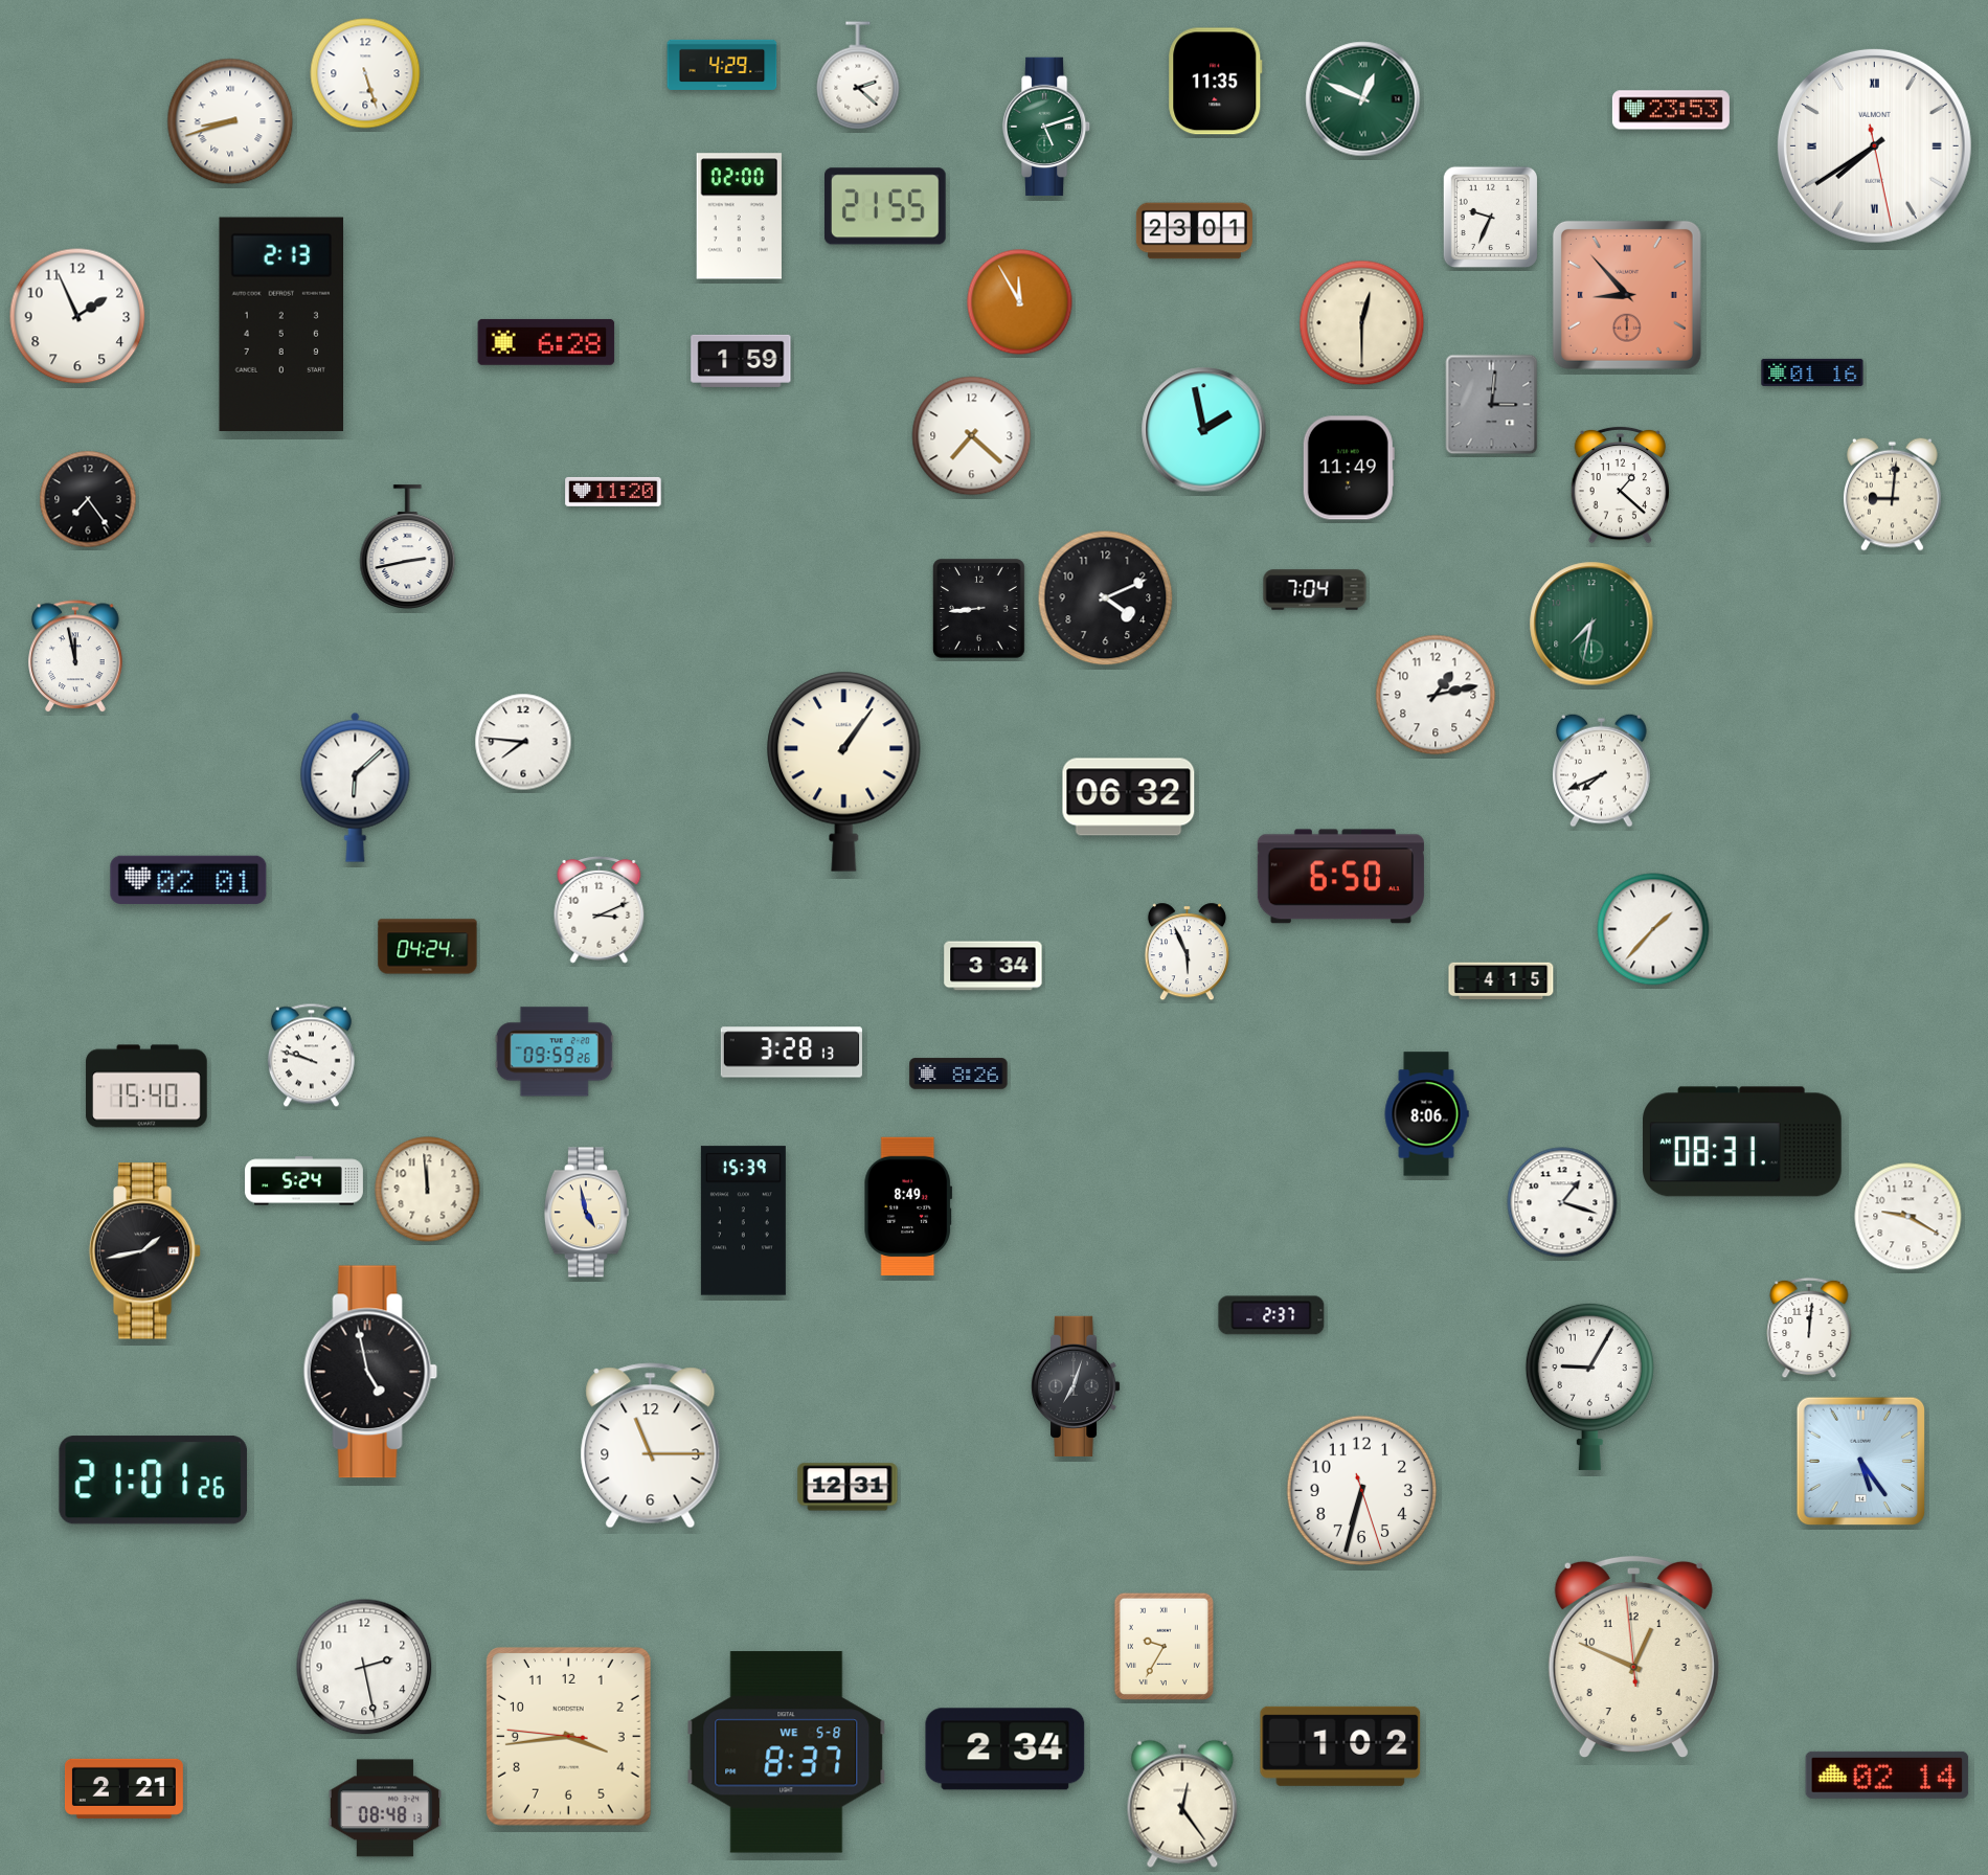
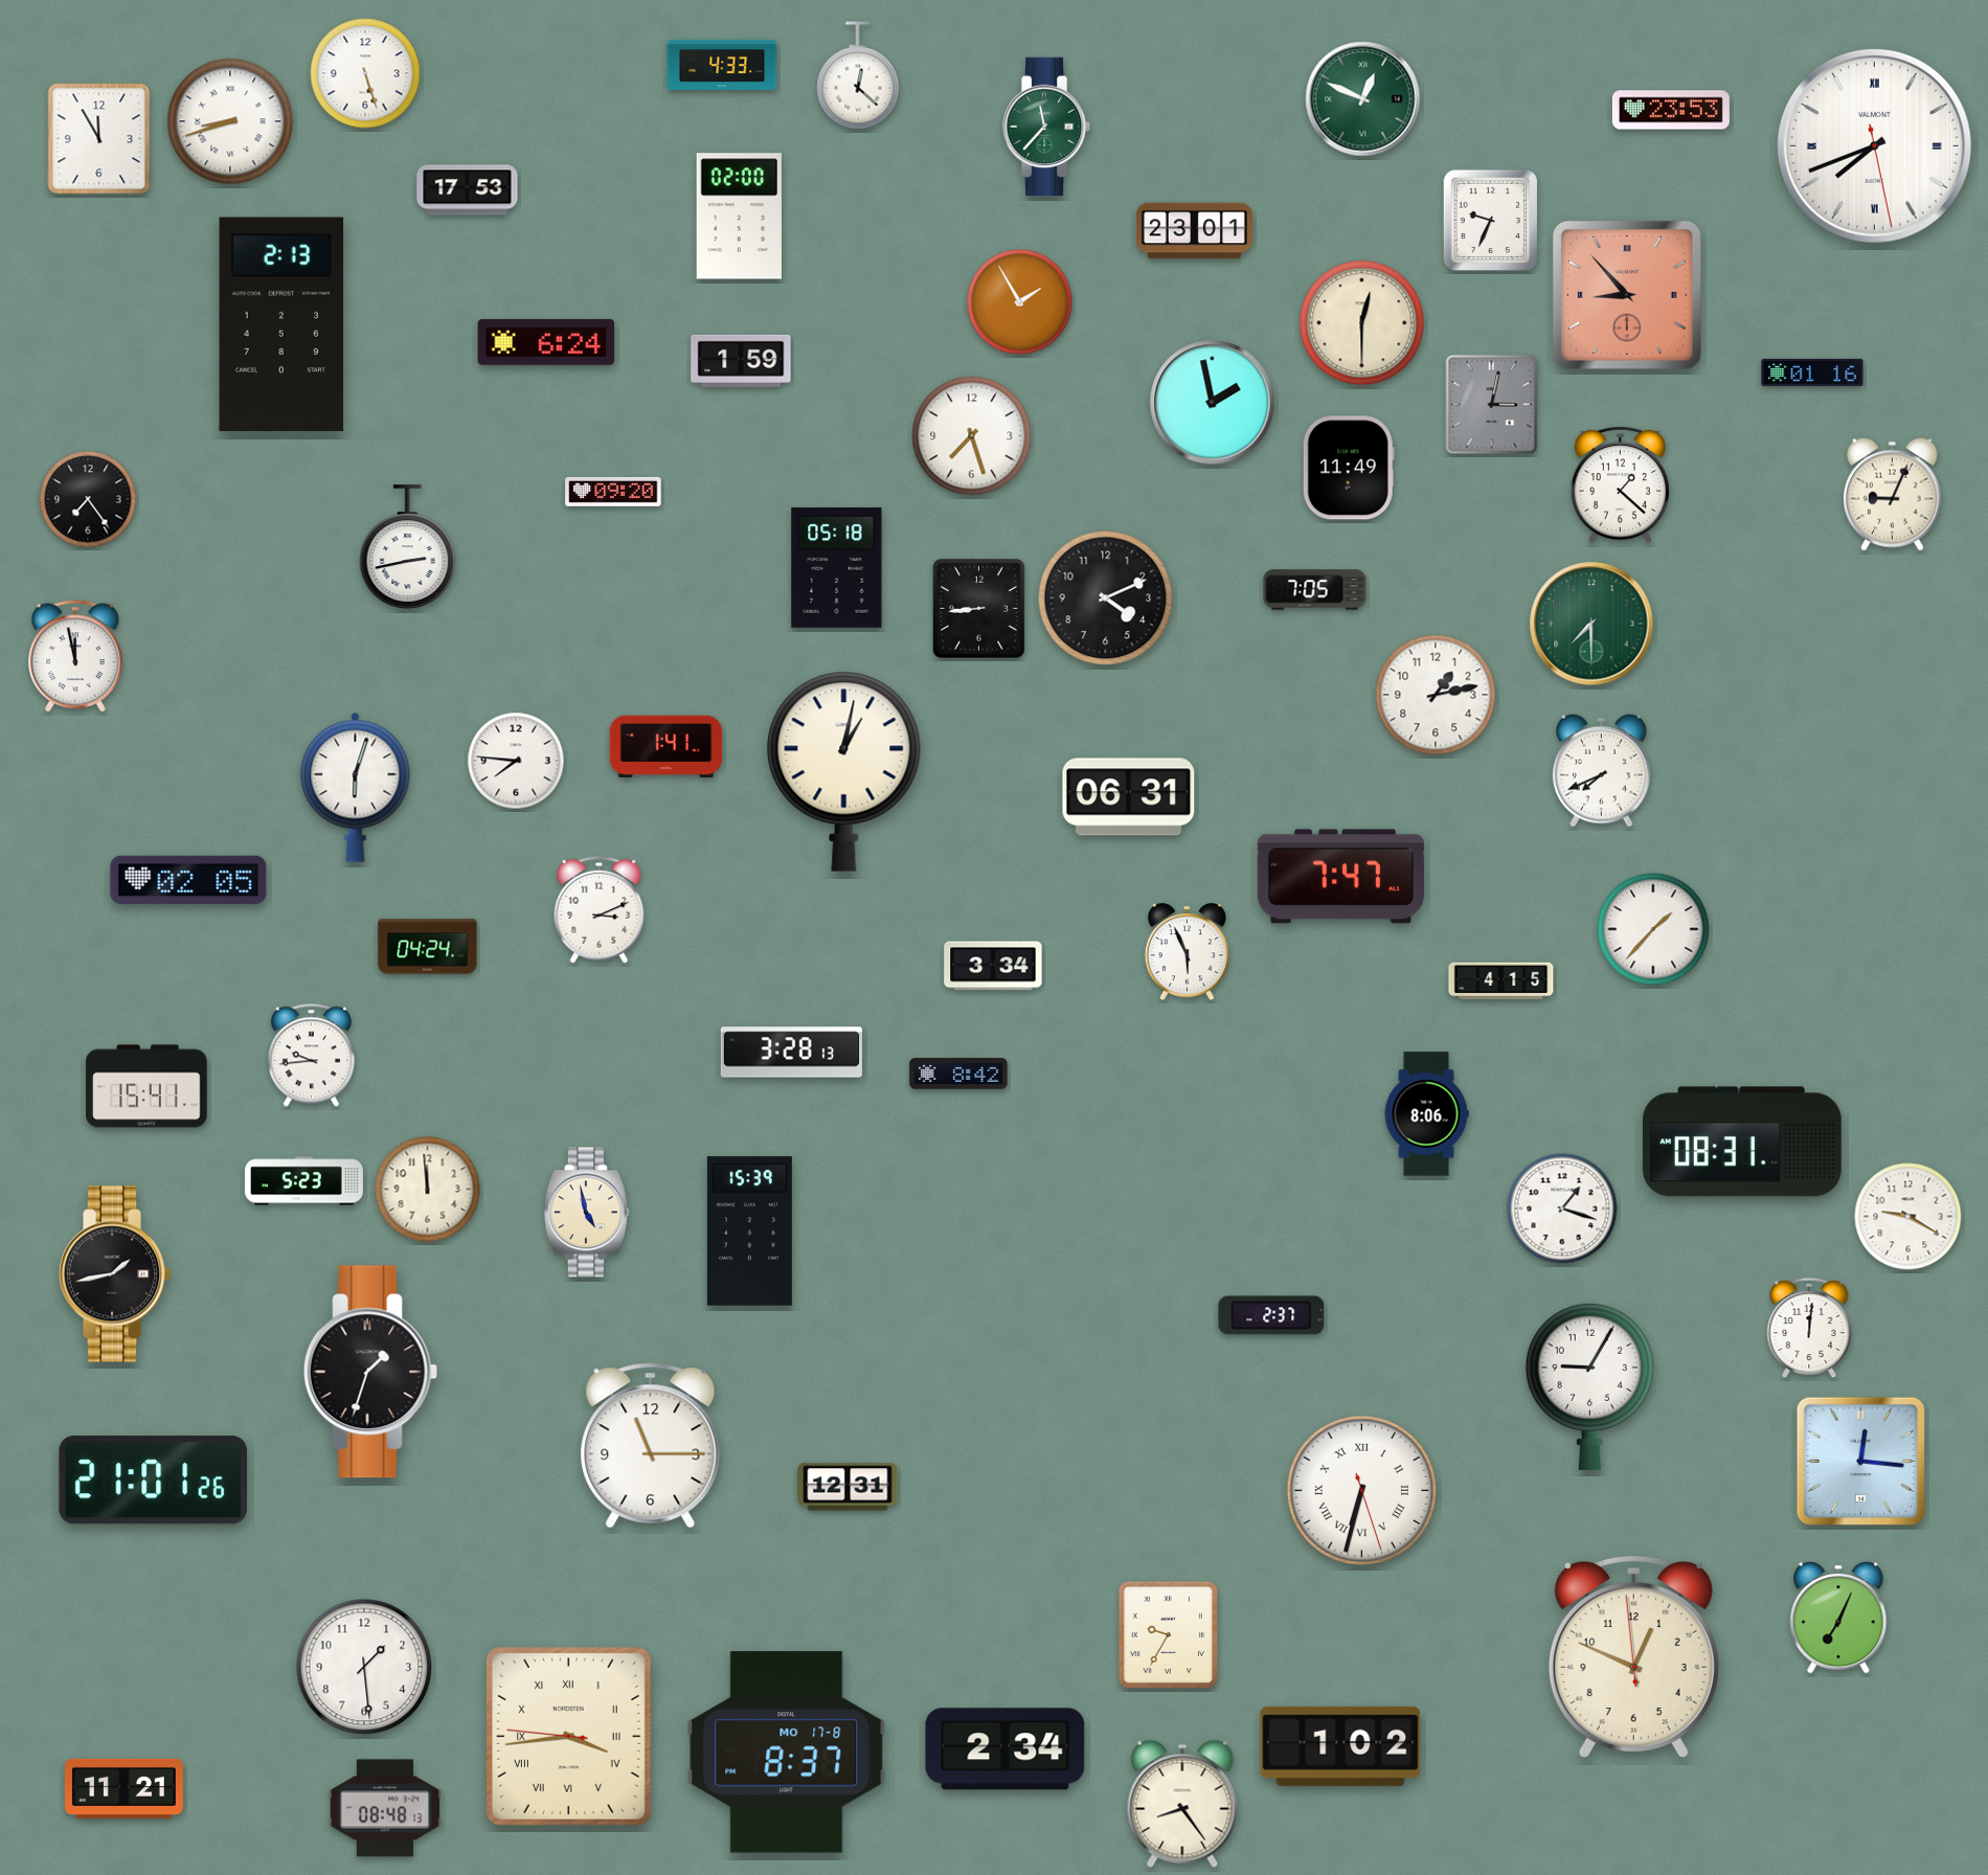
clock at (722, 65): 4:29 -> 4:33
clock at (858, 75): 2:22 -> 12:22
clock at (1216, 82): 11:35 -> none
clock at (1046, 127): 5:12 -> 11:37
clock at (99, 139): none -> 11:55
clock at (1874, 145): 7:39 -> 7:41
clock at (468, 190): none -> 17:53
clock at (886, 206): 21:55 -> none
clock at (1490, 218) position: (1490, 218) -> (1490, 221)
clock at (1020, 302): 11:55 -> 1:55
clock at (77, 316): 1:56 -> none
clock at (546, 342): 6:28 -> 6:24
clock at (1492, 405): 3:01 -> 3:02
clock at (1204, 430) position: (1204, 430) -> (1213, 403)
clock at (972, 436): 7:22 -> 7:27
clock at (613, 492): 11:20 -> 09:20
clock at (1893, 494): 9:01 -> 9:04
clock at (837, 568): none -> 05:18
clock at (1315, 590): 7:04 -> 7:05
clock at (1591, 624): 7:32 -> 7:30
clock at (523, 742) position: (523, 742) -> (516, 761)
clock at (667, 747): none -> 1:41
clock at (844, 771): 1:06 -> 1:02
clock at (356, 787): 6:08 -> 6:03
clock at (1129, 797): 06:32 -> 06:31
clock at (1340, 877): 6:50 -> 7:47
clock at (188, 879): 02:01 -> 02:05
clock at (555, 1052): 09:59 -> none
clock at (311, 1056): 9:48 -> 9:44
clock at (958, 1074): 8:26 -> 8:42
clock at (146, 1086): 15:40 -> 15:41
clock at (303, 1181): 5:24 -> 5:23
clock at (1562, 1202) position: (1562, 1202) -> (1562, 1208)
clock at (908, 1206): 8:49 -> none
clock at (743, 1221) position: (743, 1221) -> (749, 1232)
clock at (145, 1251) position: (145, 1251) -> (115, 1274)
clock at (370, 1372): 4:58 -> 1:33
clock at (1076, 1386): 7:03 -> none
clock at (1860, 1461): 5:24 -> 12:16
clock at (1362, 1491) numerals: Arabic -> Roman
clock at (1838, 1618): none -> 7:04
clock at (1164, 1646) position: (1164, 1646) -> (1168, 1634)
clock at (364, 1667): 2:28 -> 1:29
clock at (568, 1736) numerals: Arabic -> Roman
clock at (787, 1753) date: WE 5-8 -> MO 17-8
clock at (1888, 1775): 02:14 -> none
clock at (123, 1788): 2:21 -> 11:21
clock at (1182, 1804): 12:24 -> 8:24
